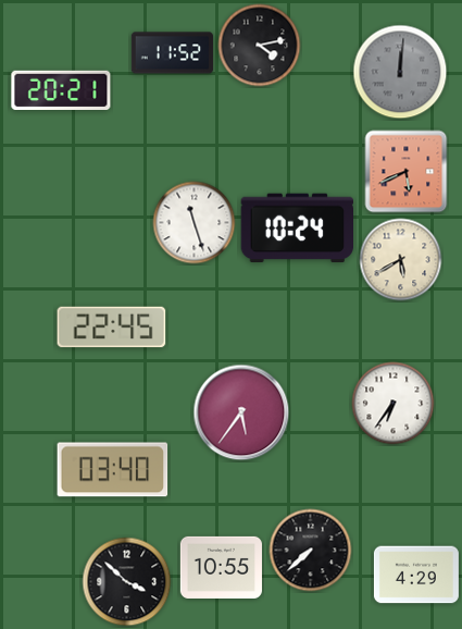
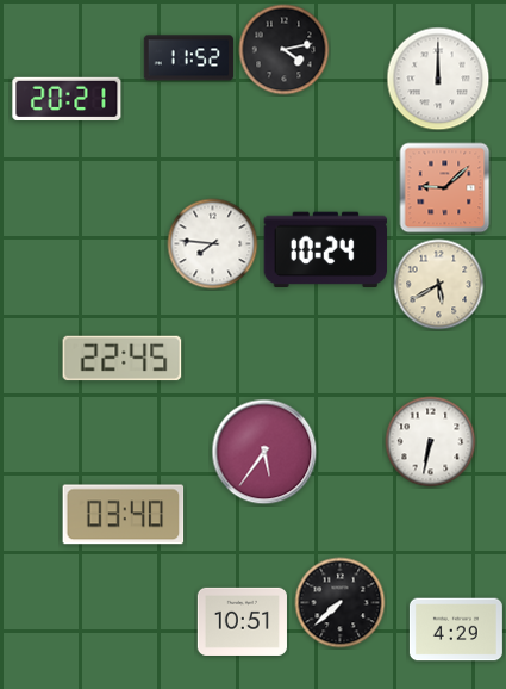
clock at (400, 72): 12:01 -> 12:00
clock at (400, 72) dial: grey -> white
clock at (407, 172): 5:41 -> 9:08
clock at (195, 223): 11:27 -> 7:46
clock at (394, 404): 6:36 -> 6:32
clock at (221, 567): 10:55 -> 10:51
clock at (127, 582): 3:52 -> none
